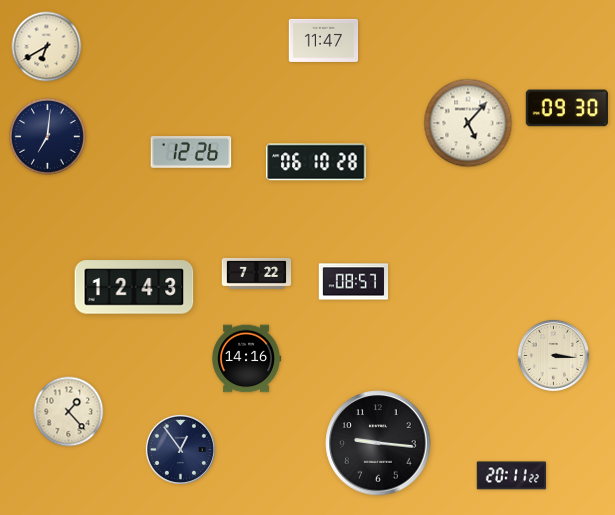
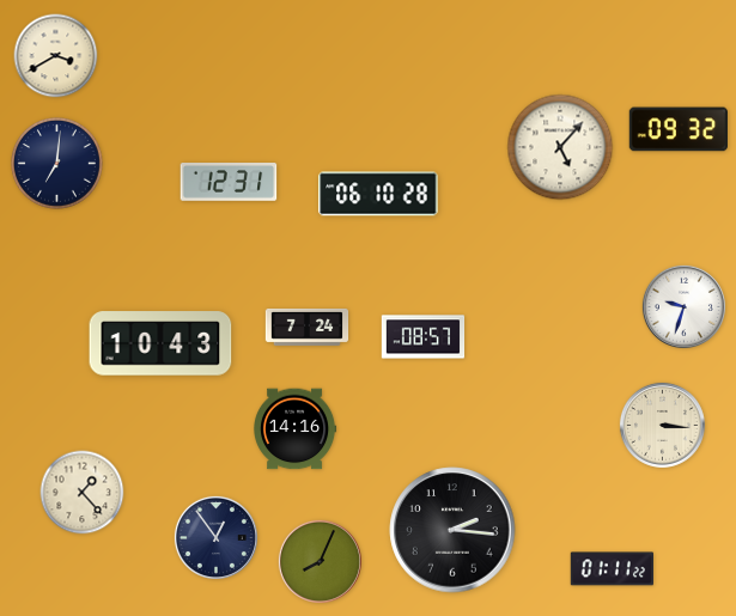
clock at (324, 40): 11:47 -> none
clock at (47, 47): 6:40 -> 3:40
clock at (567, 108): 09:30 -> 09:32
clock at (191, 153): 12:26 -> 12:31
clock at (683, 306): none -> 9:33
clock at (257, 273): 7:22 -> 7:24
clock at (134, 287): 12:43 -> 10:43
clock at (378, 443): 9:16 -> 2:16
clock at (320, 561): none -> 8:04
clock at (511, 476): 20:11 -> 01:11
